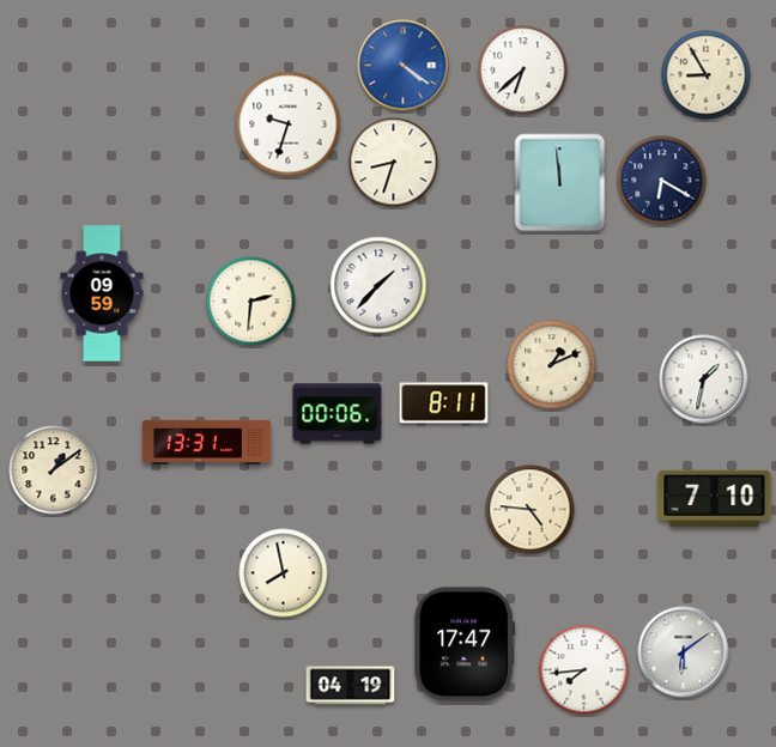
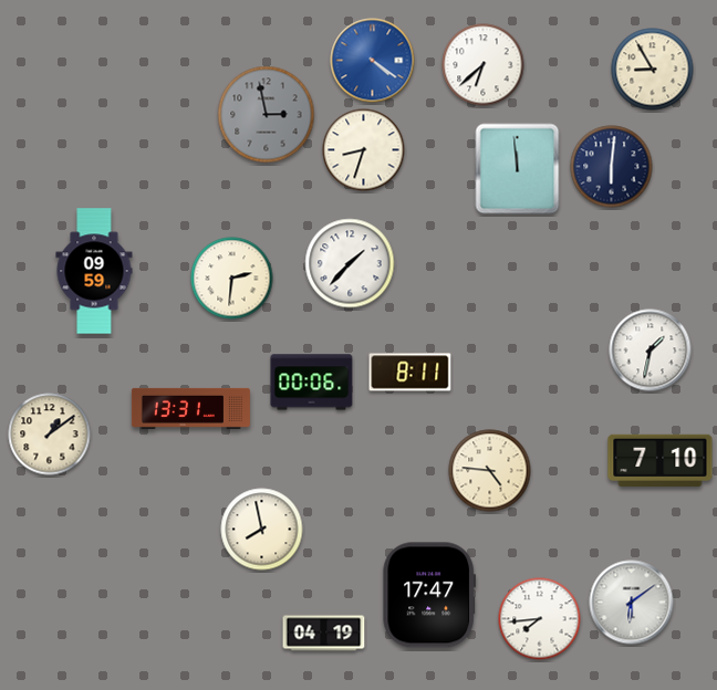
clock at (289, 124): 9:33 -> 2:58
clock at (289, 124) dial: white -> grey
clock at (662, 181): 6:20 -> 6:01
clock at (552, 365): 1:11 -> none
